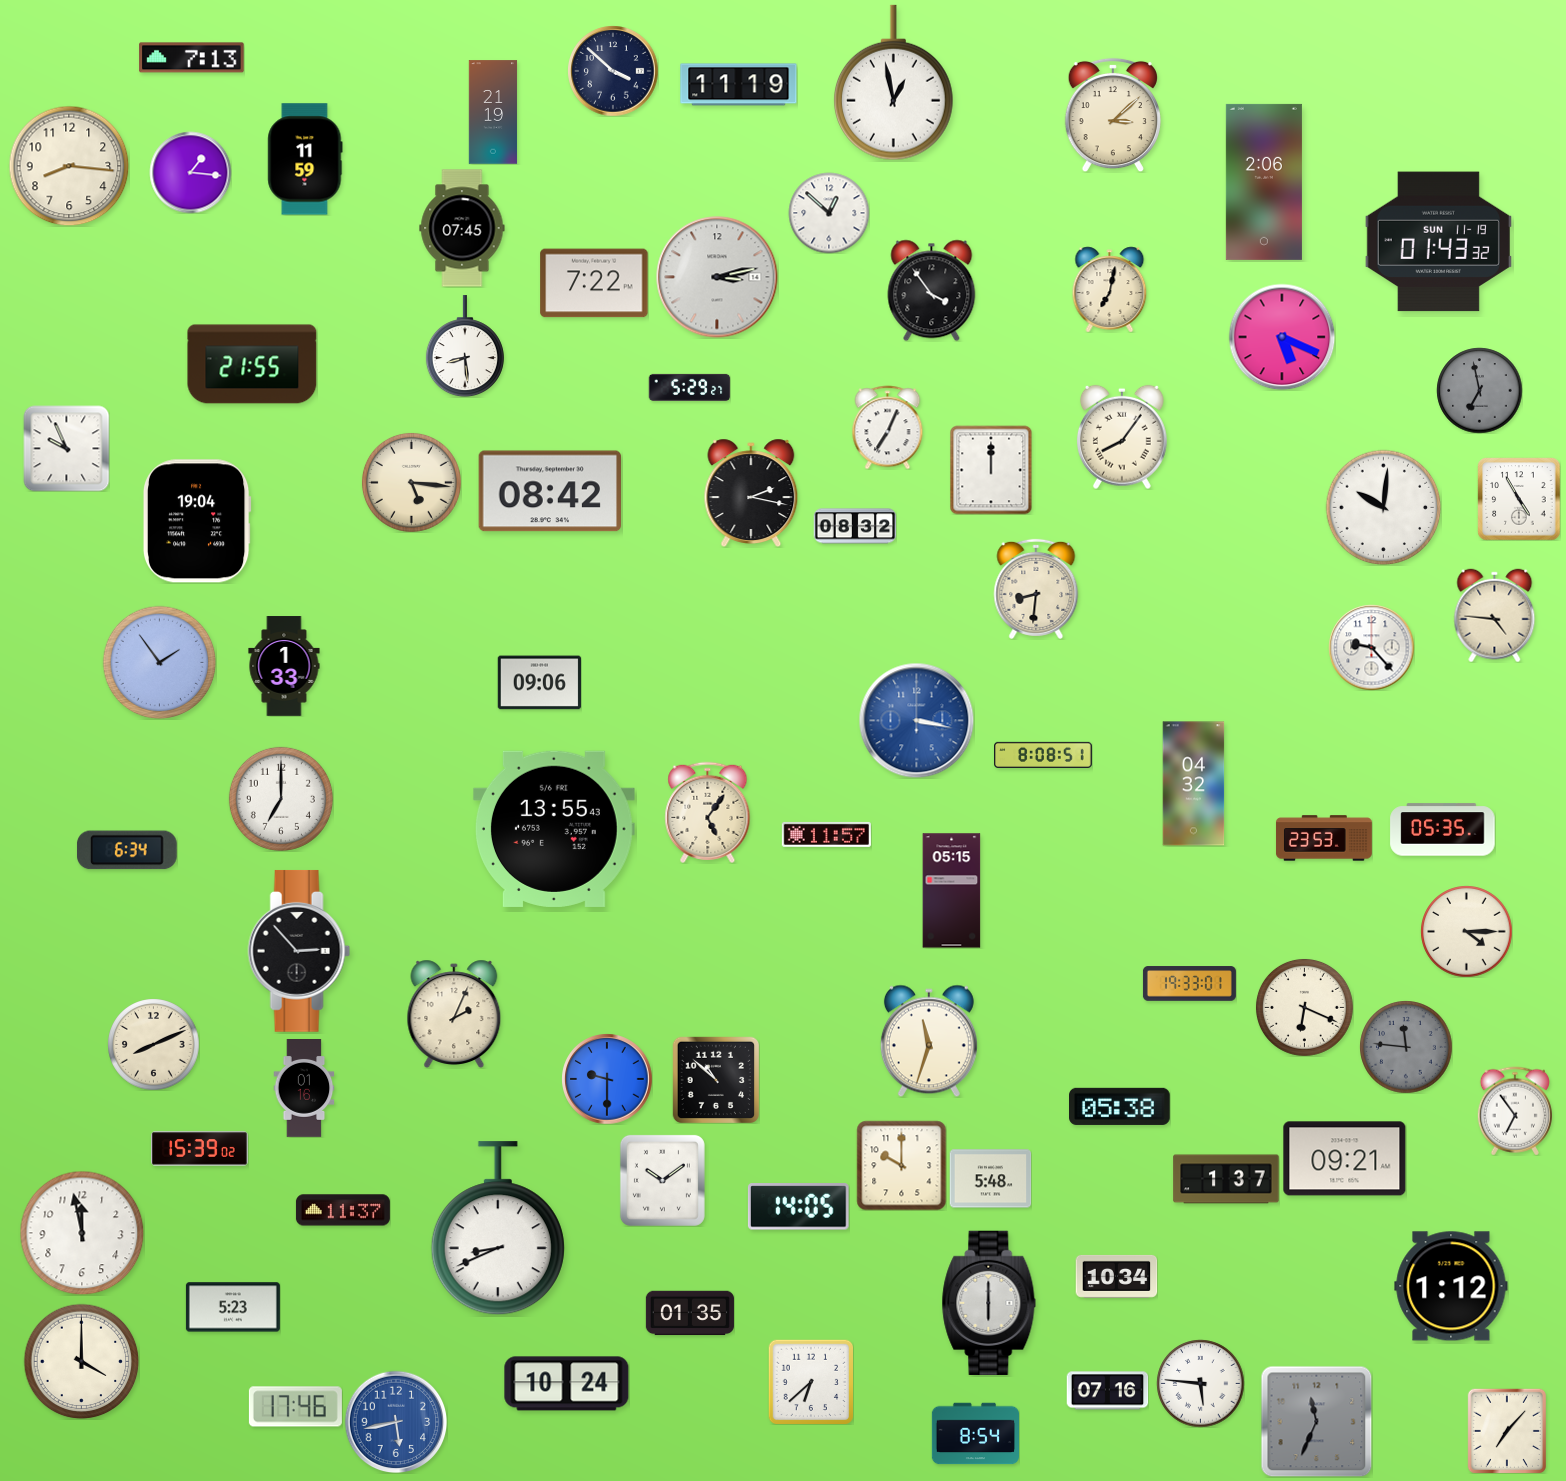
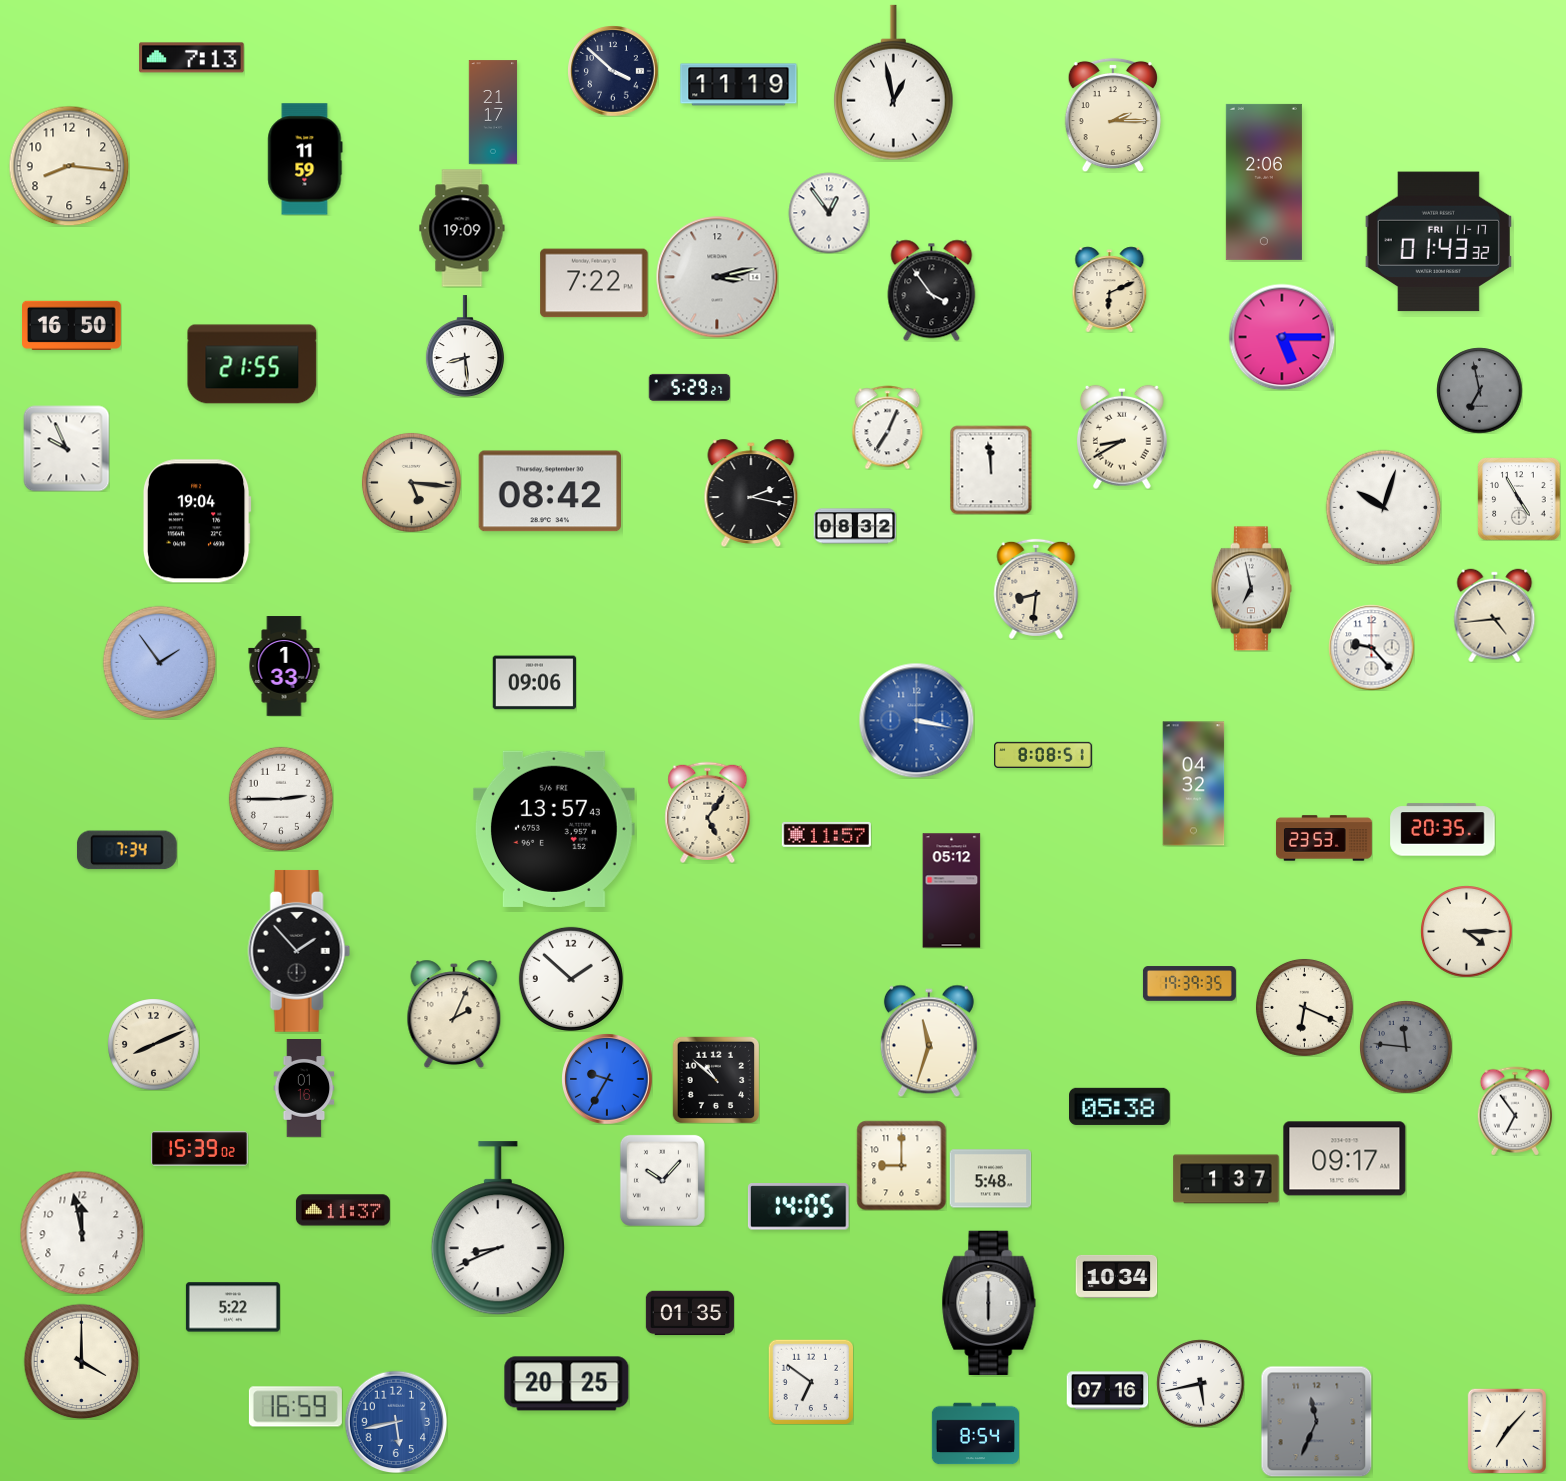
clock at (493, 112): 21:19 -> 21:17
clock at (1113, 115): 3:08 -> 2:15
clock at (190, 172): 1:16 -> none
clock at (829, 213): 12:52 -> 12:54
clock at (462, 228): 07:45 -> 19:09
clock at (1438, 242) date: SUN 11-19 -> FRI 11-17
clock at (1110, 289): 7:02 -> 6:11
clock at (72, 325): none -> 16:50
clock at (1282, 337): 5:19 -> 5:15
clock at (1122, 437): 8:06 -> 8:40
clock at (991, 470): 12:00 -> 11:59
clock at (1383, 507): 10:01 -> 10:03
clock at (1251, 589): none -> 6:58
clock at (1495, 615): 4:46 -> 4:44
clock at (539, 683) position: (539, 683) -> (534, 683)
clock at (281, 799): 7:00 -> 2:45
clock at (554, 829): 13:55 -> 13:57
clock at (1443, 830): 05:35 -> 20:35
clock at (127, 850): 6:34 -> 7:34
clock at (952, 891): 05:15 -> 05:12
clock at (299, 951): 2:53 -> 1:53
clock at (571, 979): none -> 1:52
clock at (1189, 984): 19:33 -> 19:39
clock at (607, 1079): 9:30 -> 9:35
clock at (1345, 1159): 09:21 -> 09:17
clock at (901, 1165): 10:00 -> 9:00
clock at (662, 1180): 10:09 -> 10:07
clock at (1451, 1286): 1:12 -> none
clock at (233, 1307): 5:23 -> 5:22
clock at (811, 1382): 6:38 -> 6:51
clock at (1200, 1383): 5:46 -> 5:43
clock at (567, 1384): 10:24 -> 20:25
clock at (295, 1407): 17:46 -> 16:59
